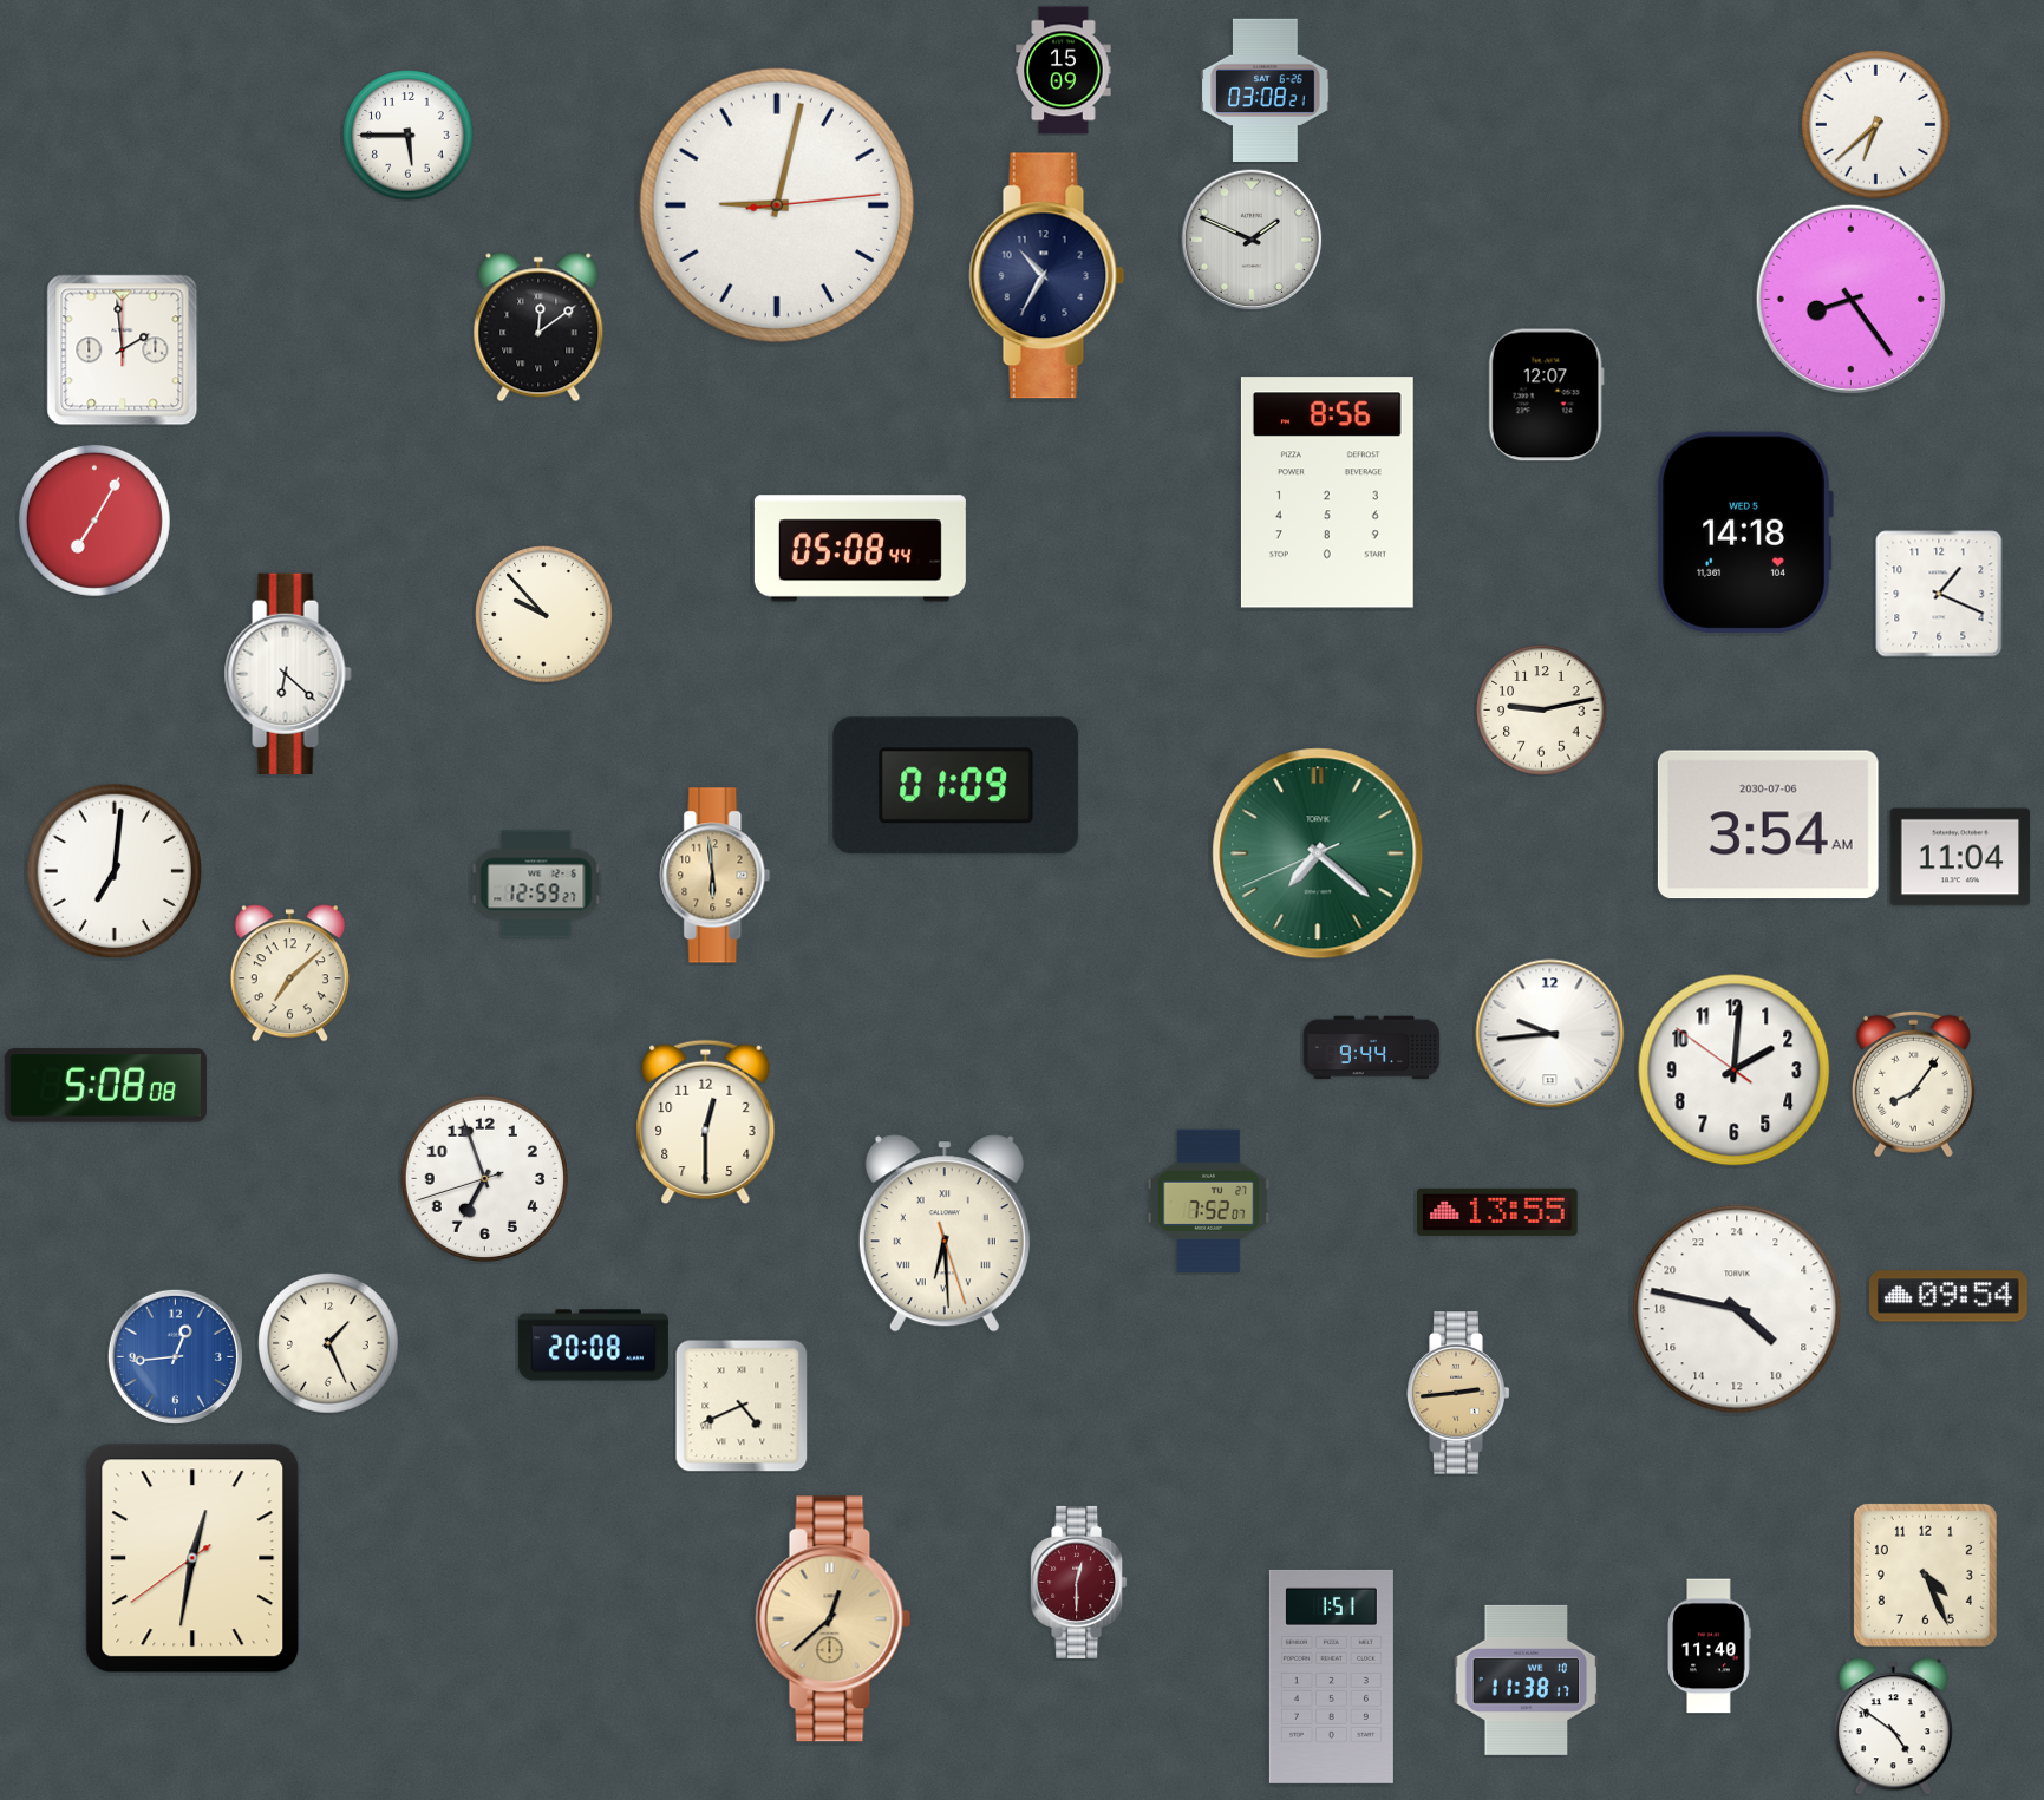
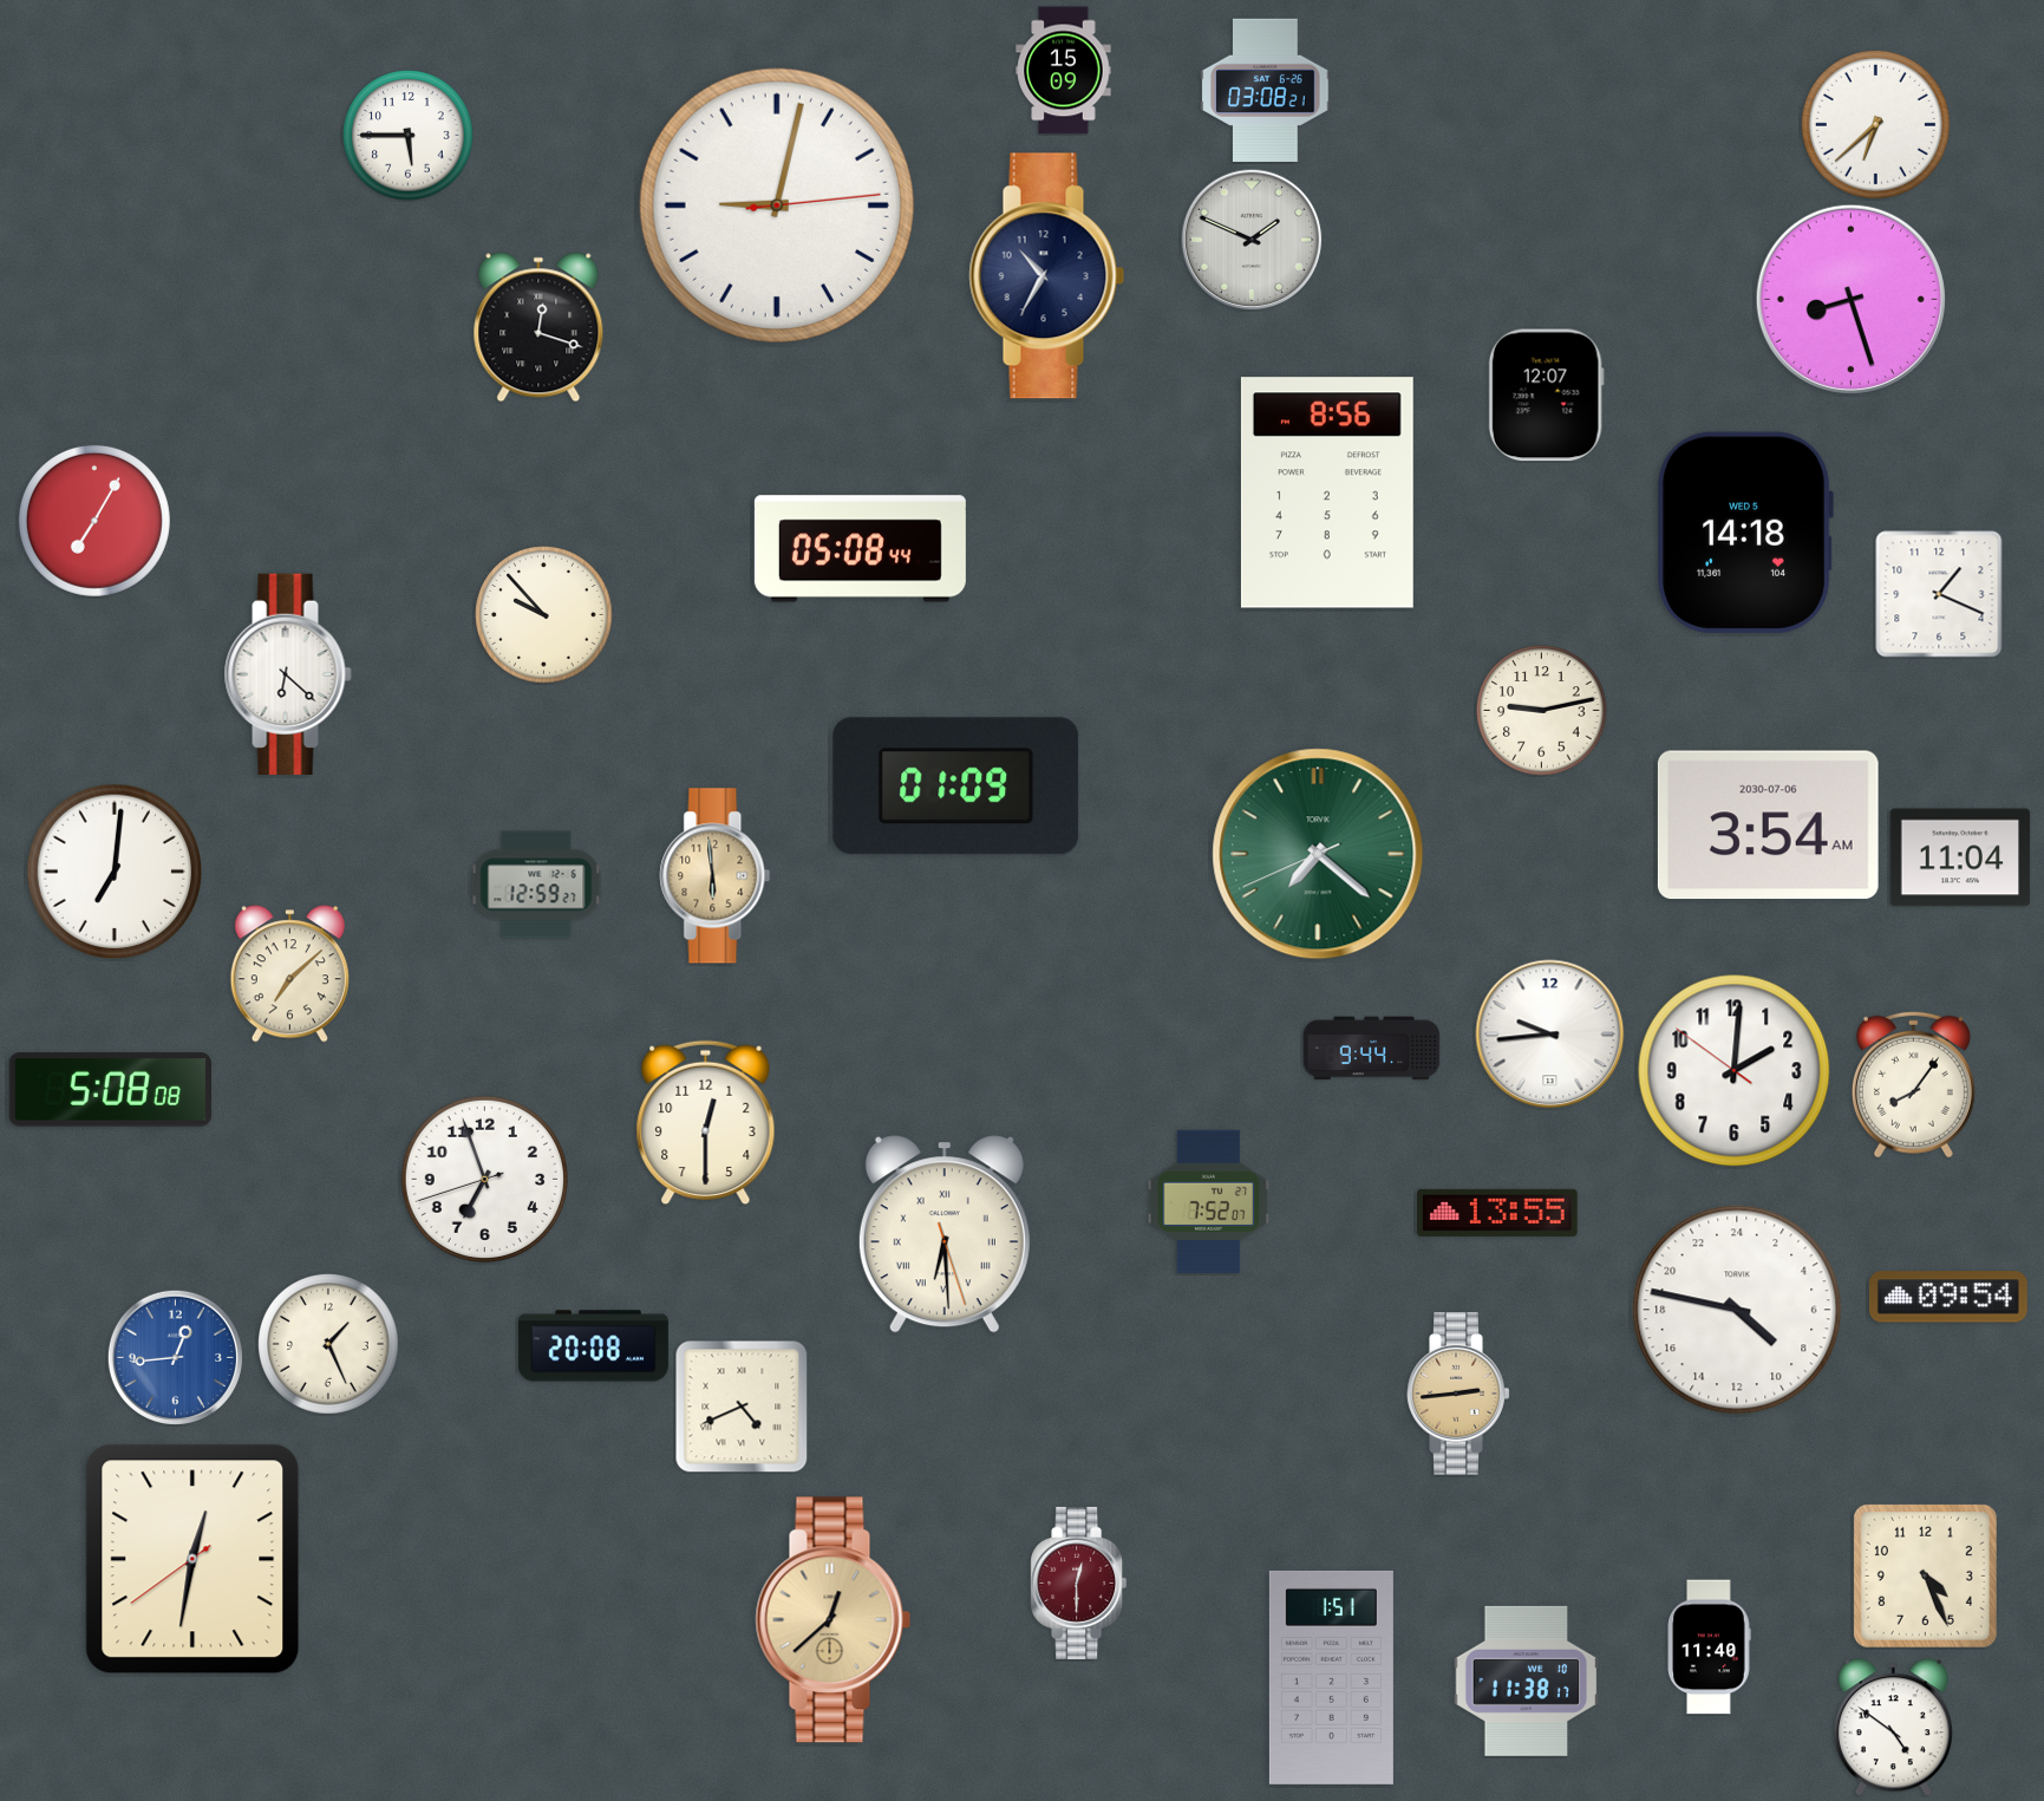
clock at (1850, 299): 8:24 -> 8:27
clock at (538, 327): 12:09 -> 12:18
clock at (123, 351): 1:59 -> none
clock at (105, 1086) position: (105, 1086) -> (110, 1090)
